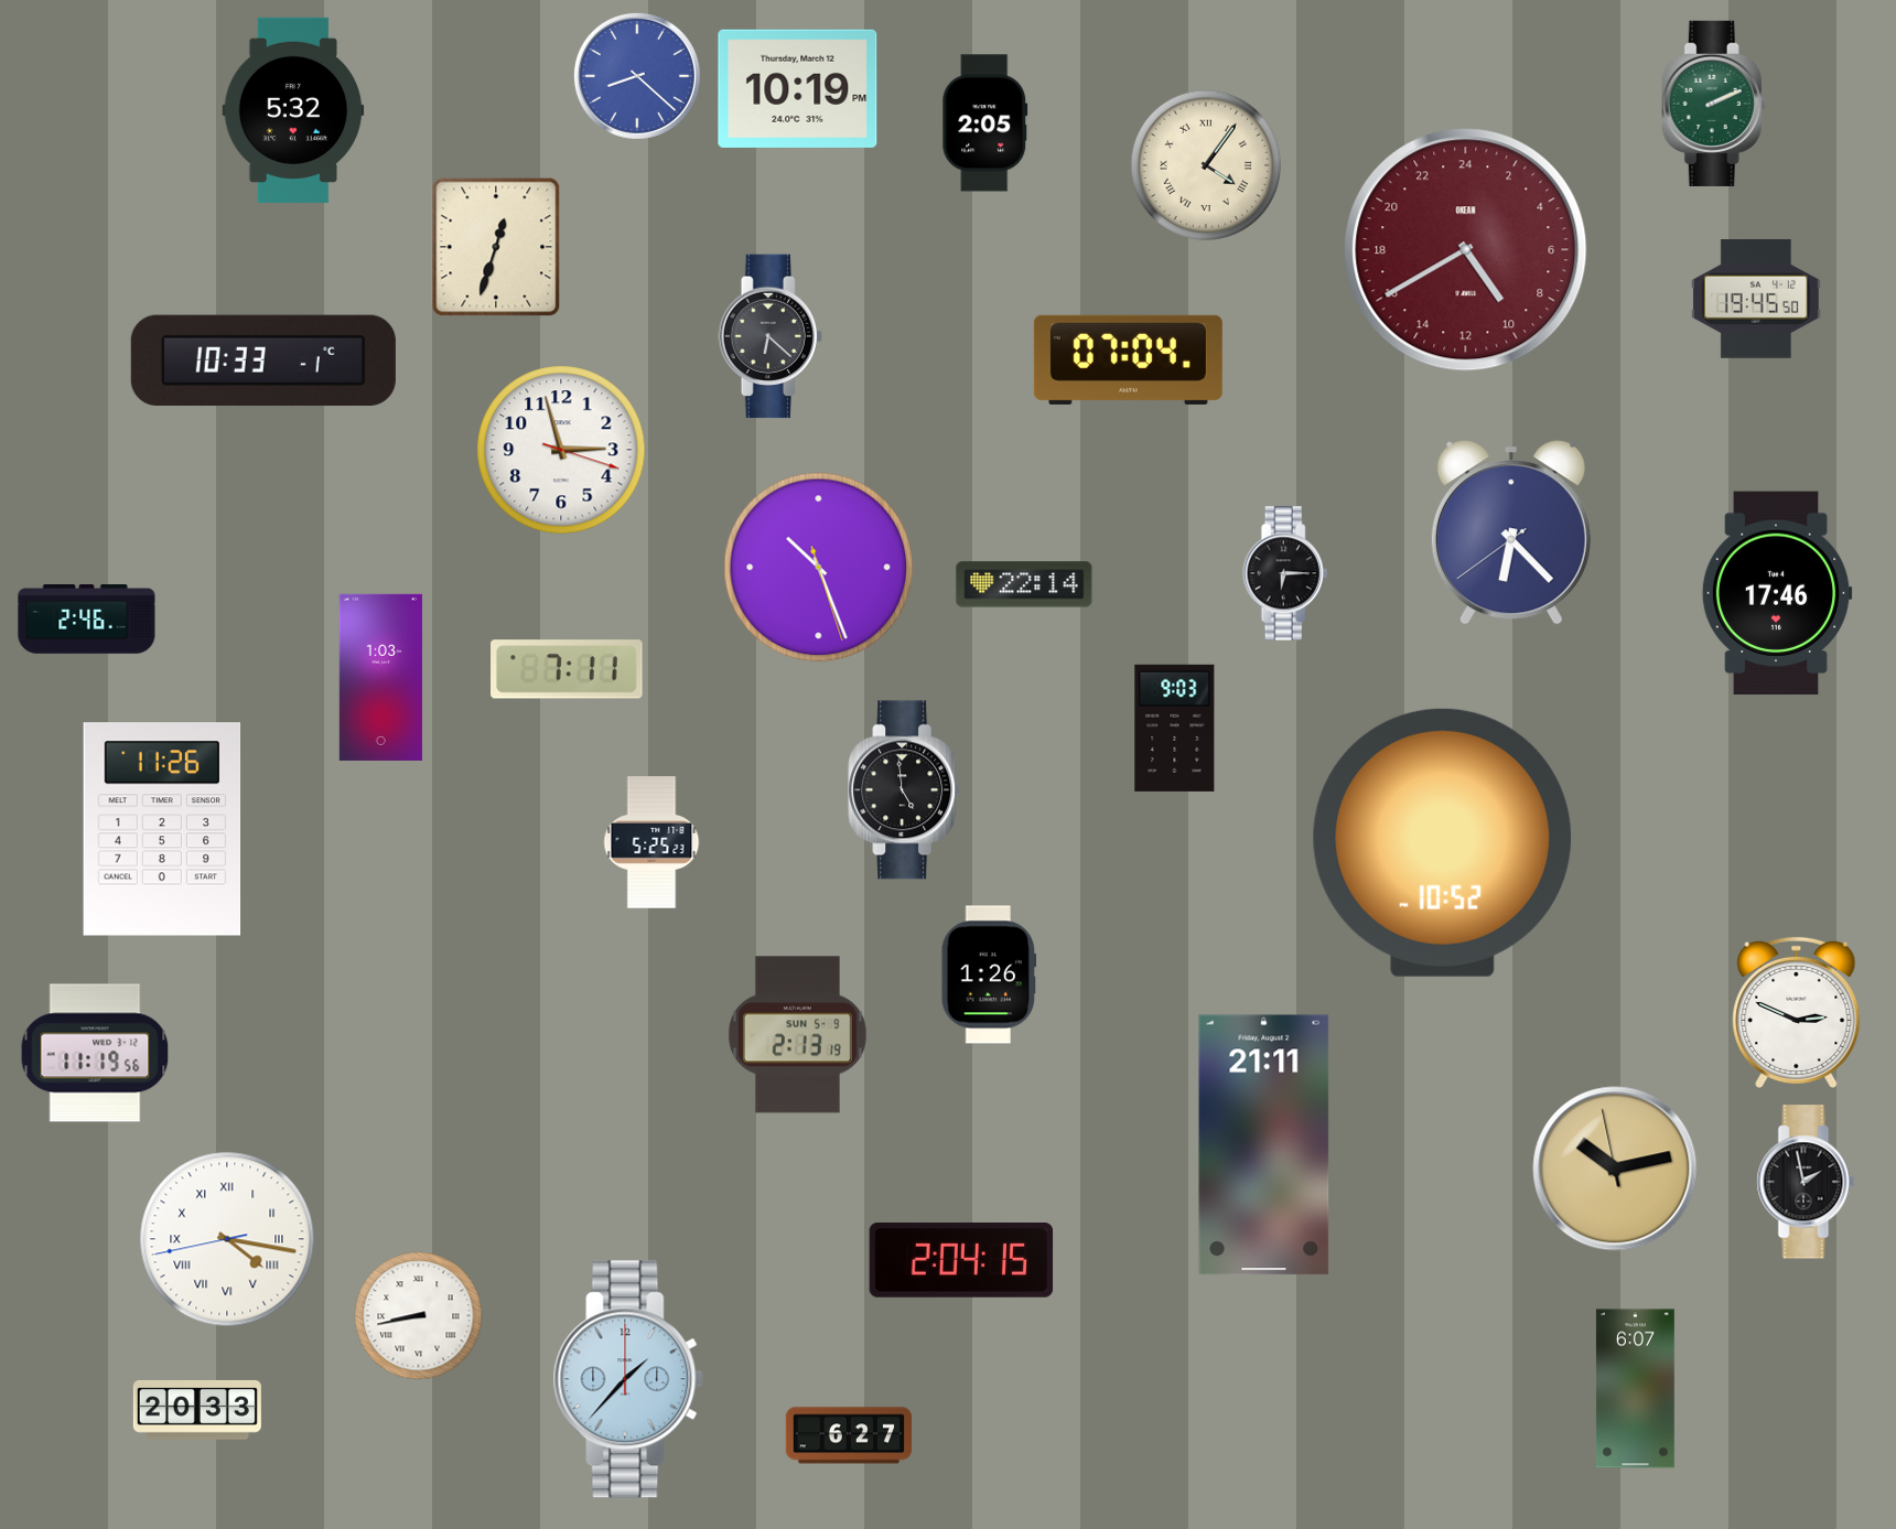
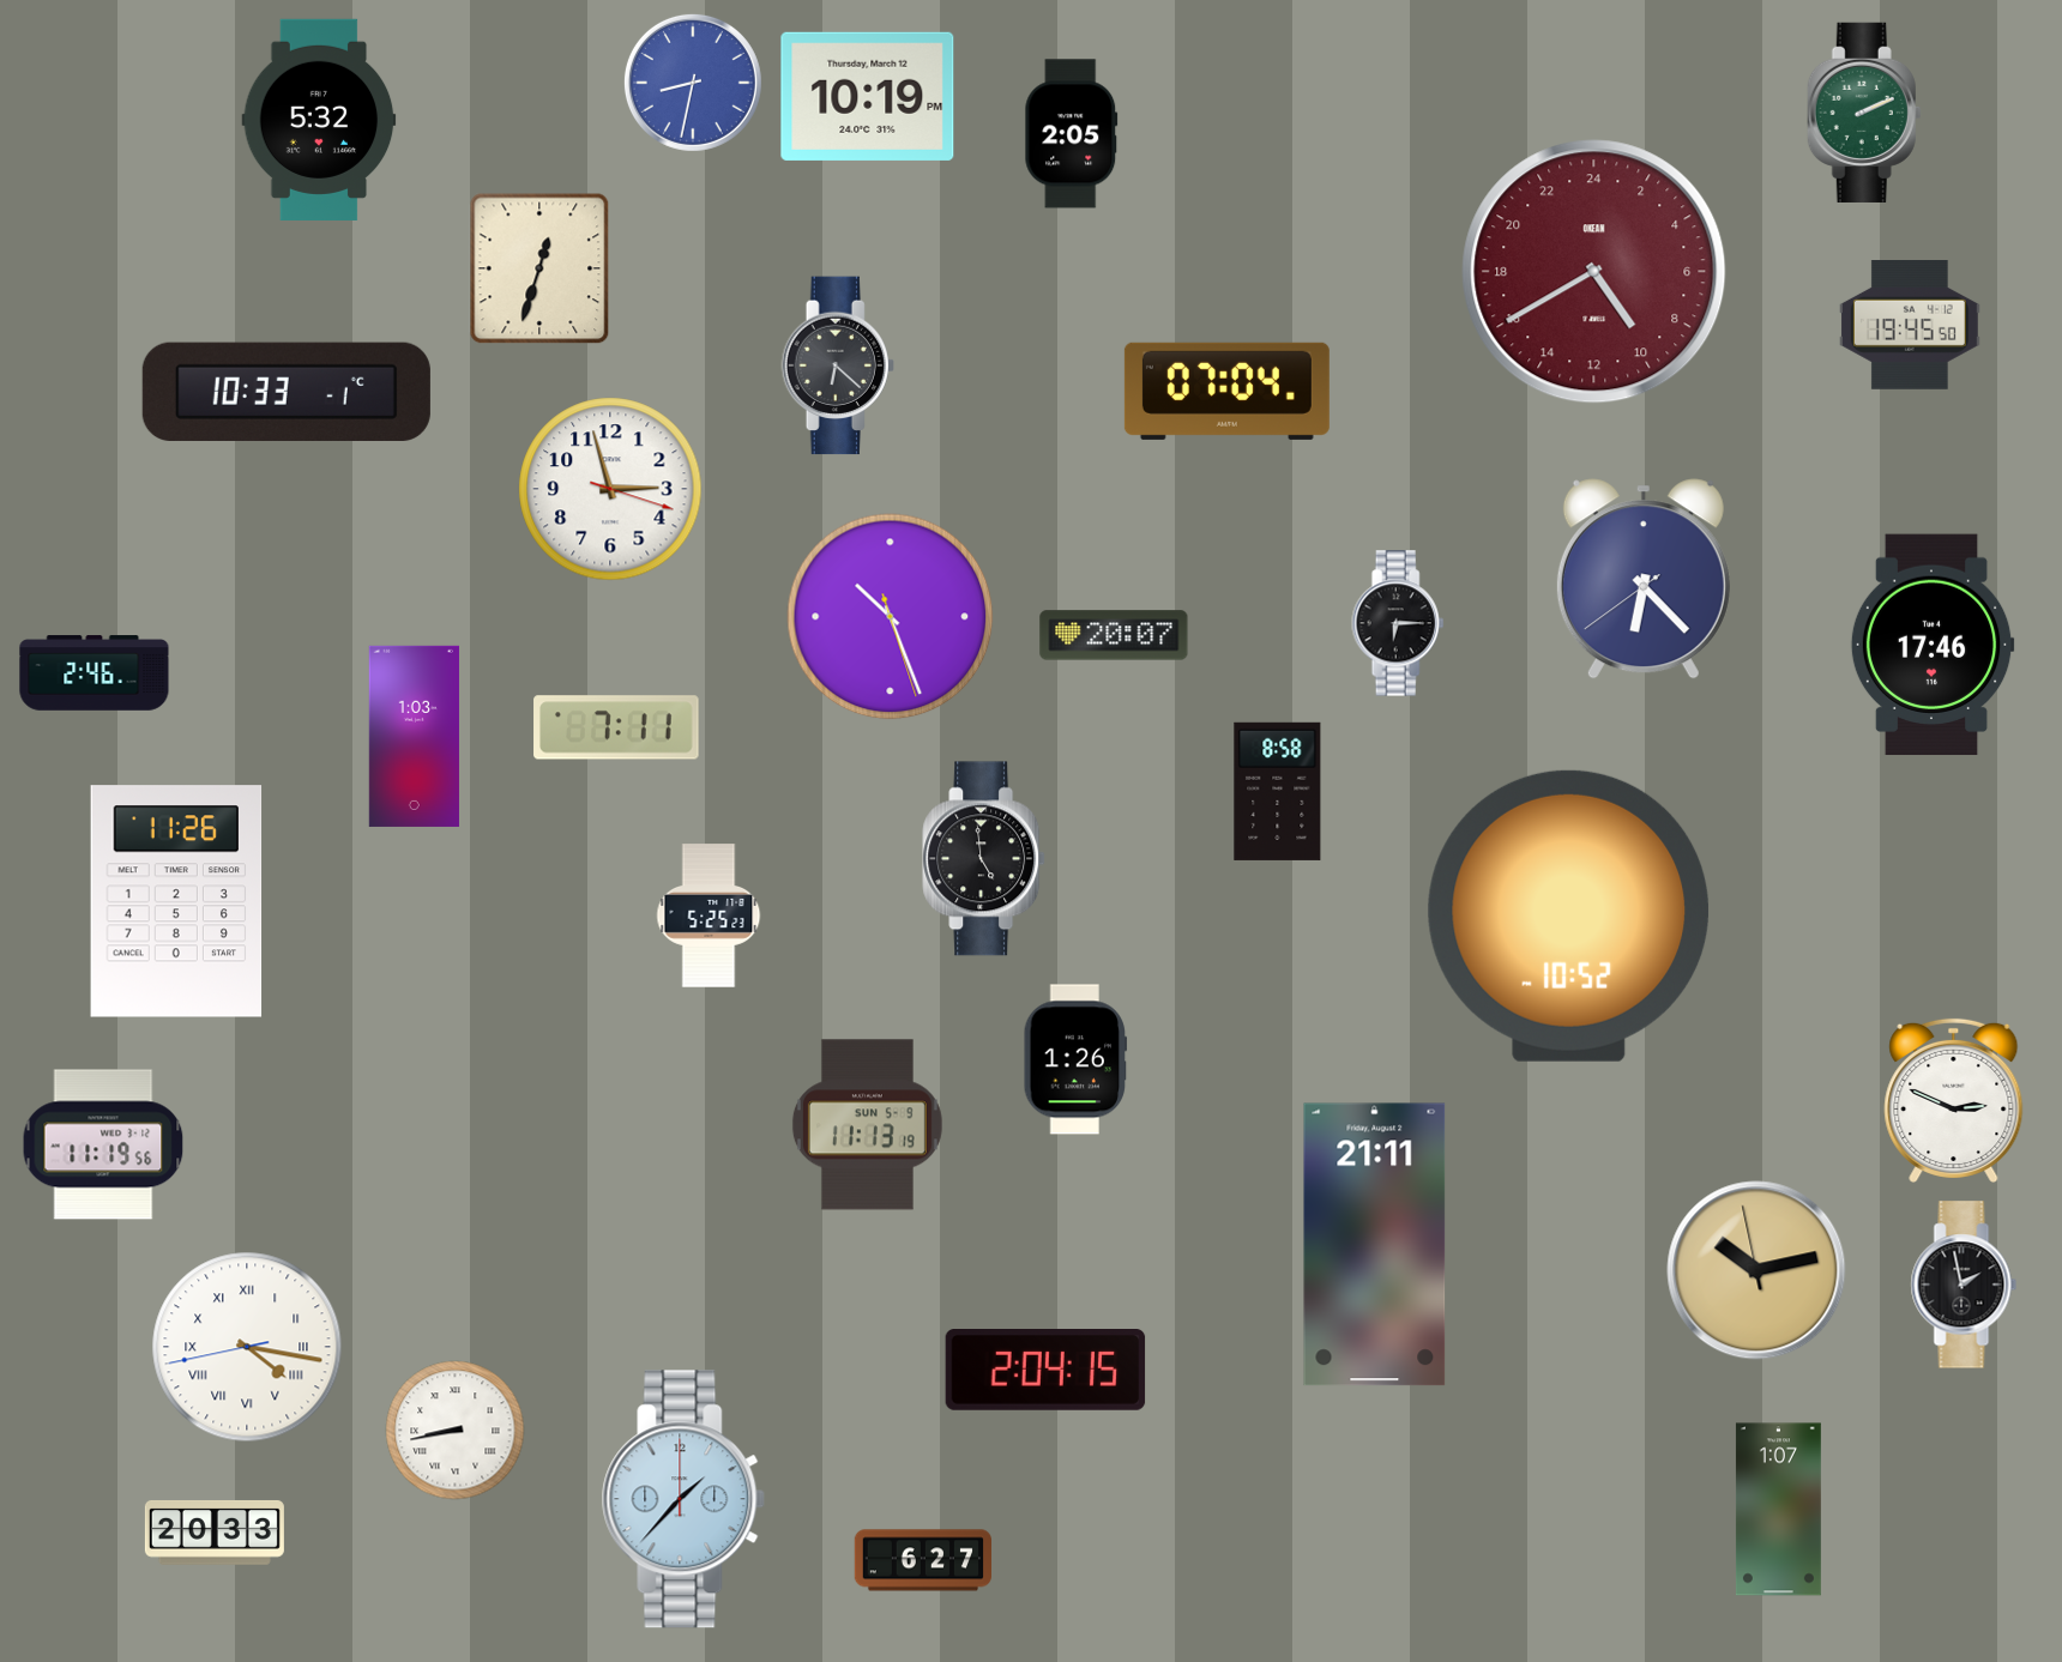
clock at (637, 76): 8:22 -> 8:32
clock at (1205, 164): 4:06 -> none
clock at (1024, 584): 22:14 -> 20:07
clock at (1175, 728): 9:03 -> 8:58
clock at (797, 1035): 2:13 -> 11:13
clock at (1635, 1389): 6:07 -> 1:07
